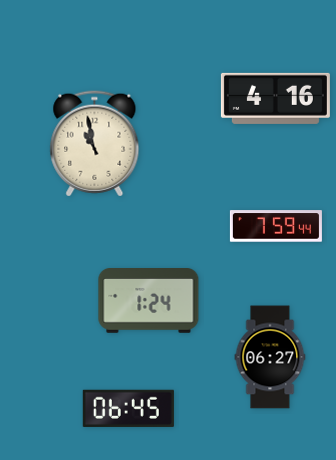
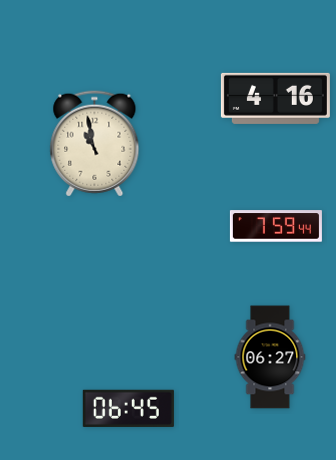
clock at (149, 301): 1:24 -> none
